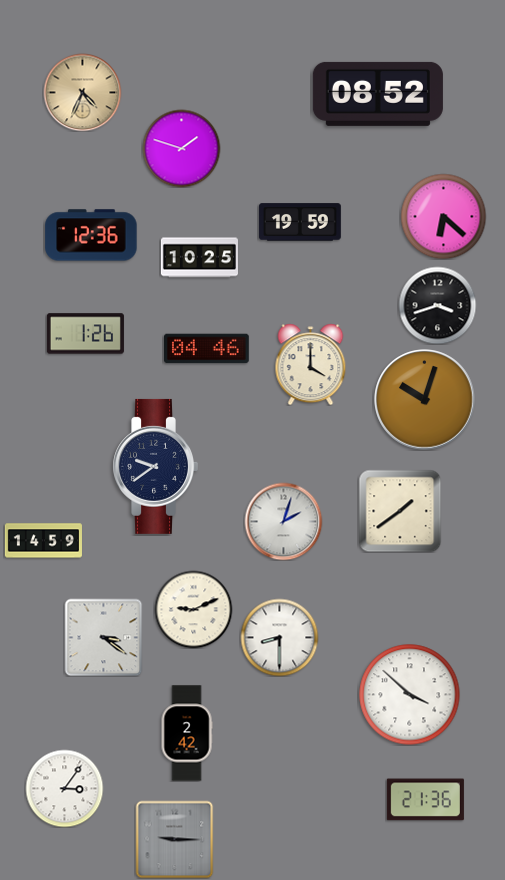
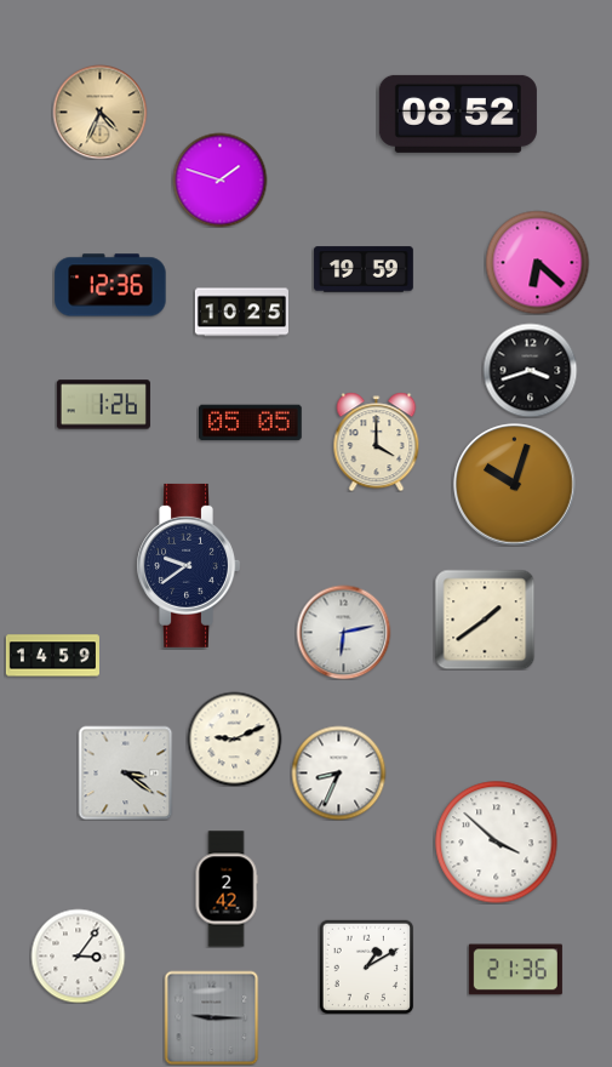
clock at (207, 349): 04:46 -> 05:05
clock at (283, 521): 2:03 -> 6:13
clock at (279, 637): 8:30 -> 8:34
clock at (366, 966): none -> 1:10
